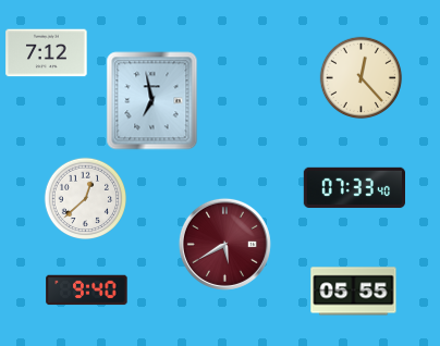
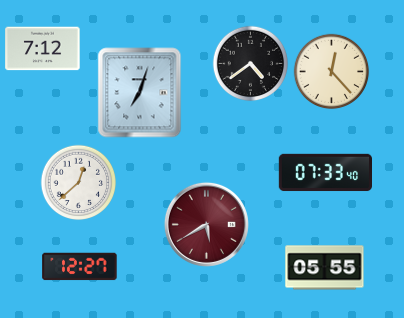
clock at (251, 64): none -> 4:39
clock at (152, 101): 6:58 -> 7:03
clock at (87, 291): 9:40 -> 12:27
